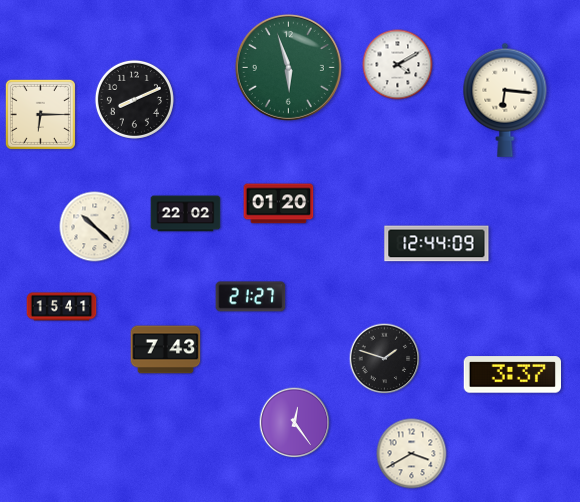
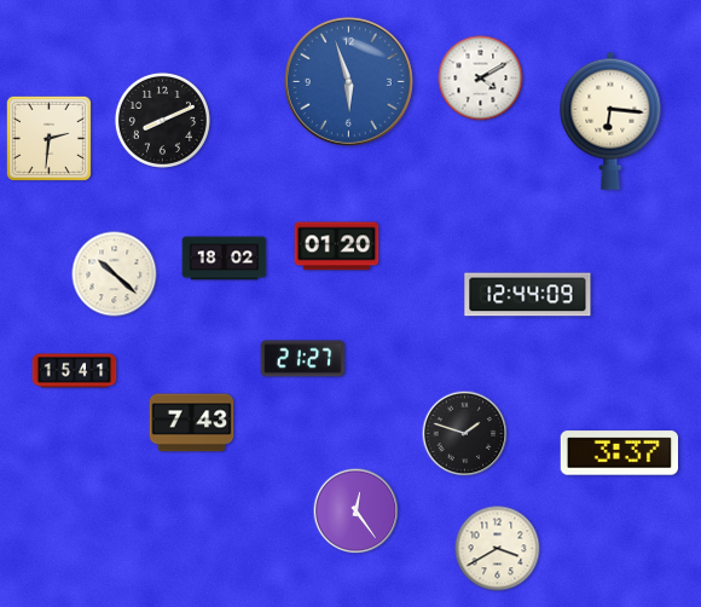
clock at (288, 67) dial: green -> blue
clock at (40, 114): 6:15 -> 2:31
clock at (186, 214): 22:02 -> 18:02
clock at (166, 350) position: (166, 350) -> (192, 423)
